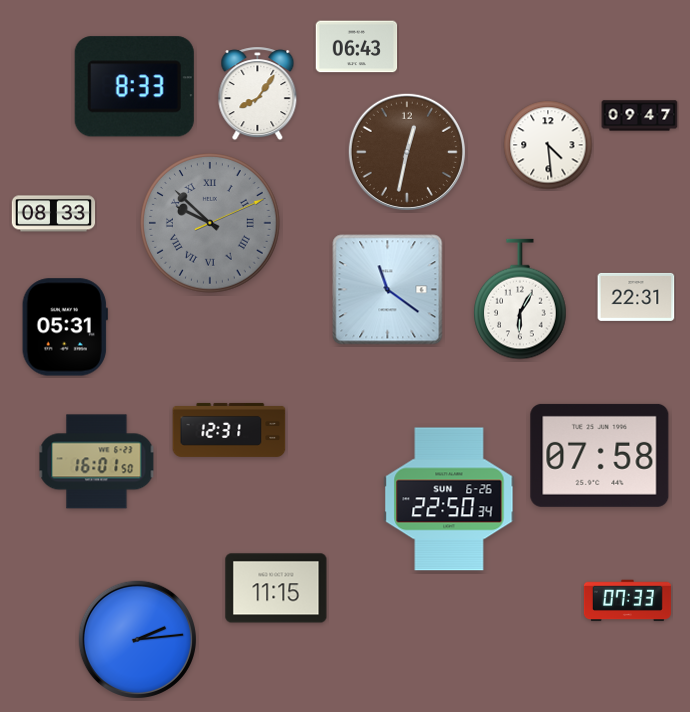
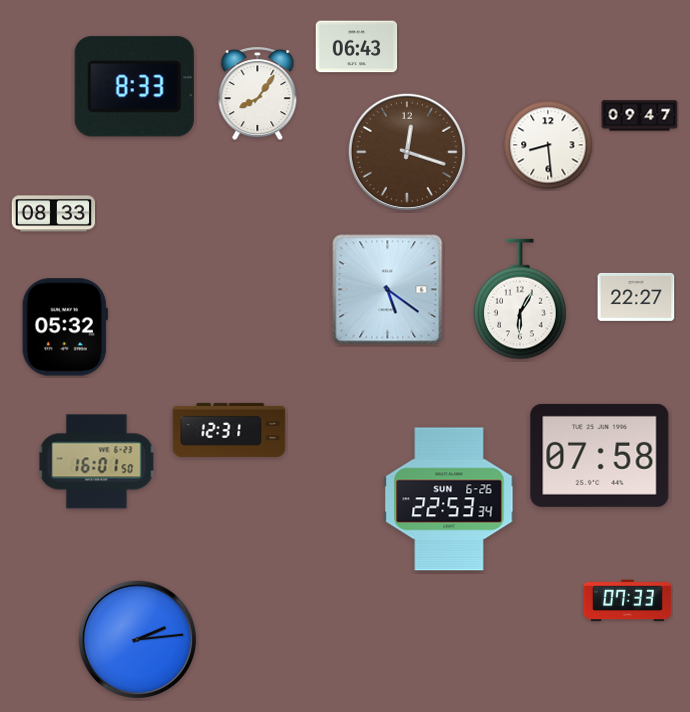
clock at (548, 145): 4:29 -> 8:29
clock at (407, 152): 12:32 -> 12:18
clock at (210, 223): 9:52 -> none
clock at (388, 290): 11:21 -> 5:21
clock at (636, 297): 22:31 -> 22:27
clock at (65, 327): 05:31 -> 05:32
clock at (449, 499): 22:50 -> 22:53
clock at (276, 588): 11:15 -> none
